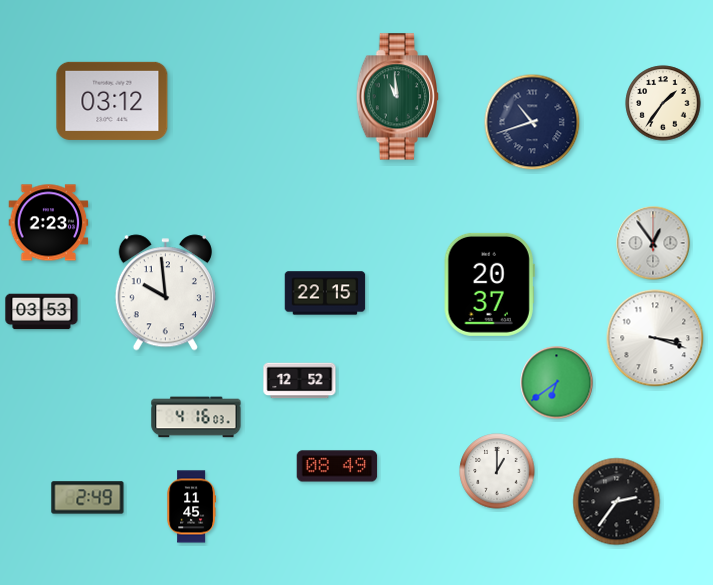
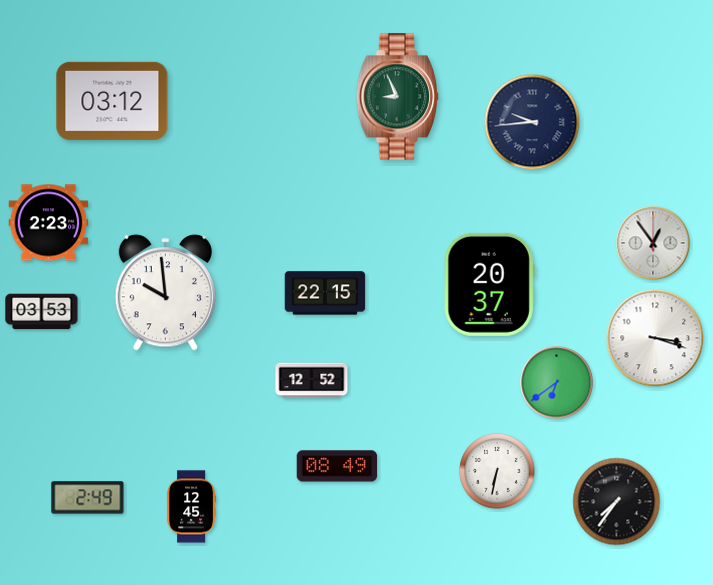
clock at (397, 97): 10:59 -> 8:56
clock at (663, 103): 1:36 -> none
clock at (532, 122): 10:42 -> 9:44
clock at (300, 381) position: (300, 381) -> (312, 381)
clock at (196, 417): 4:16 -> none
clock at (497, 471): 1:00 -> 6:32
clock at (617, 502): 2:36 -> 7:36
clock at (191, 507): 11:45 -> 12:45
